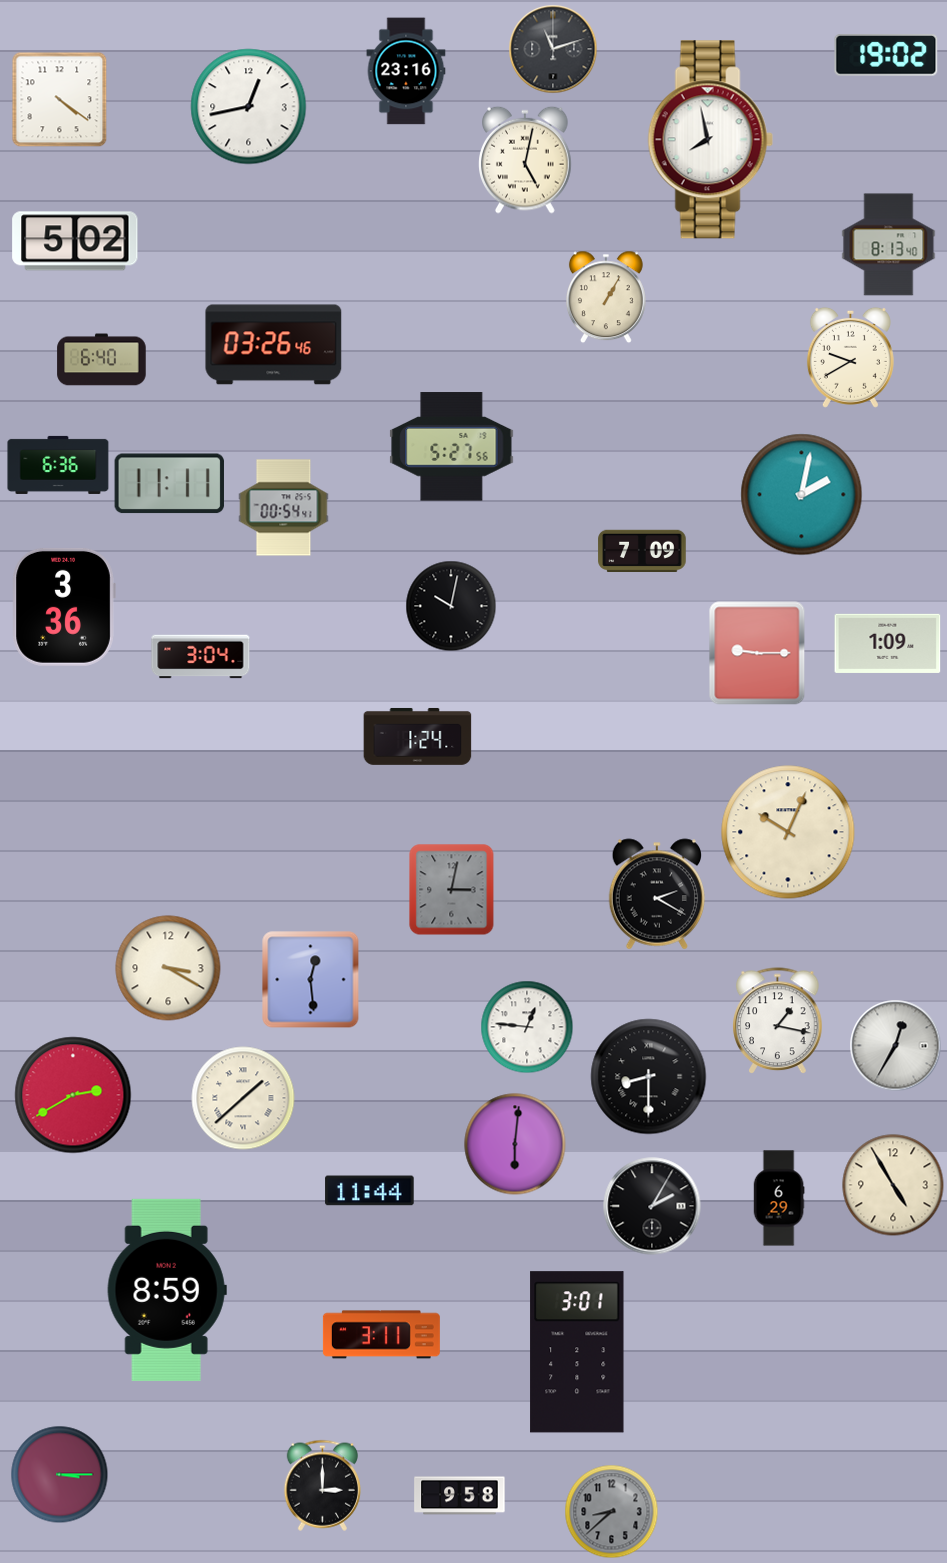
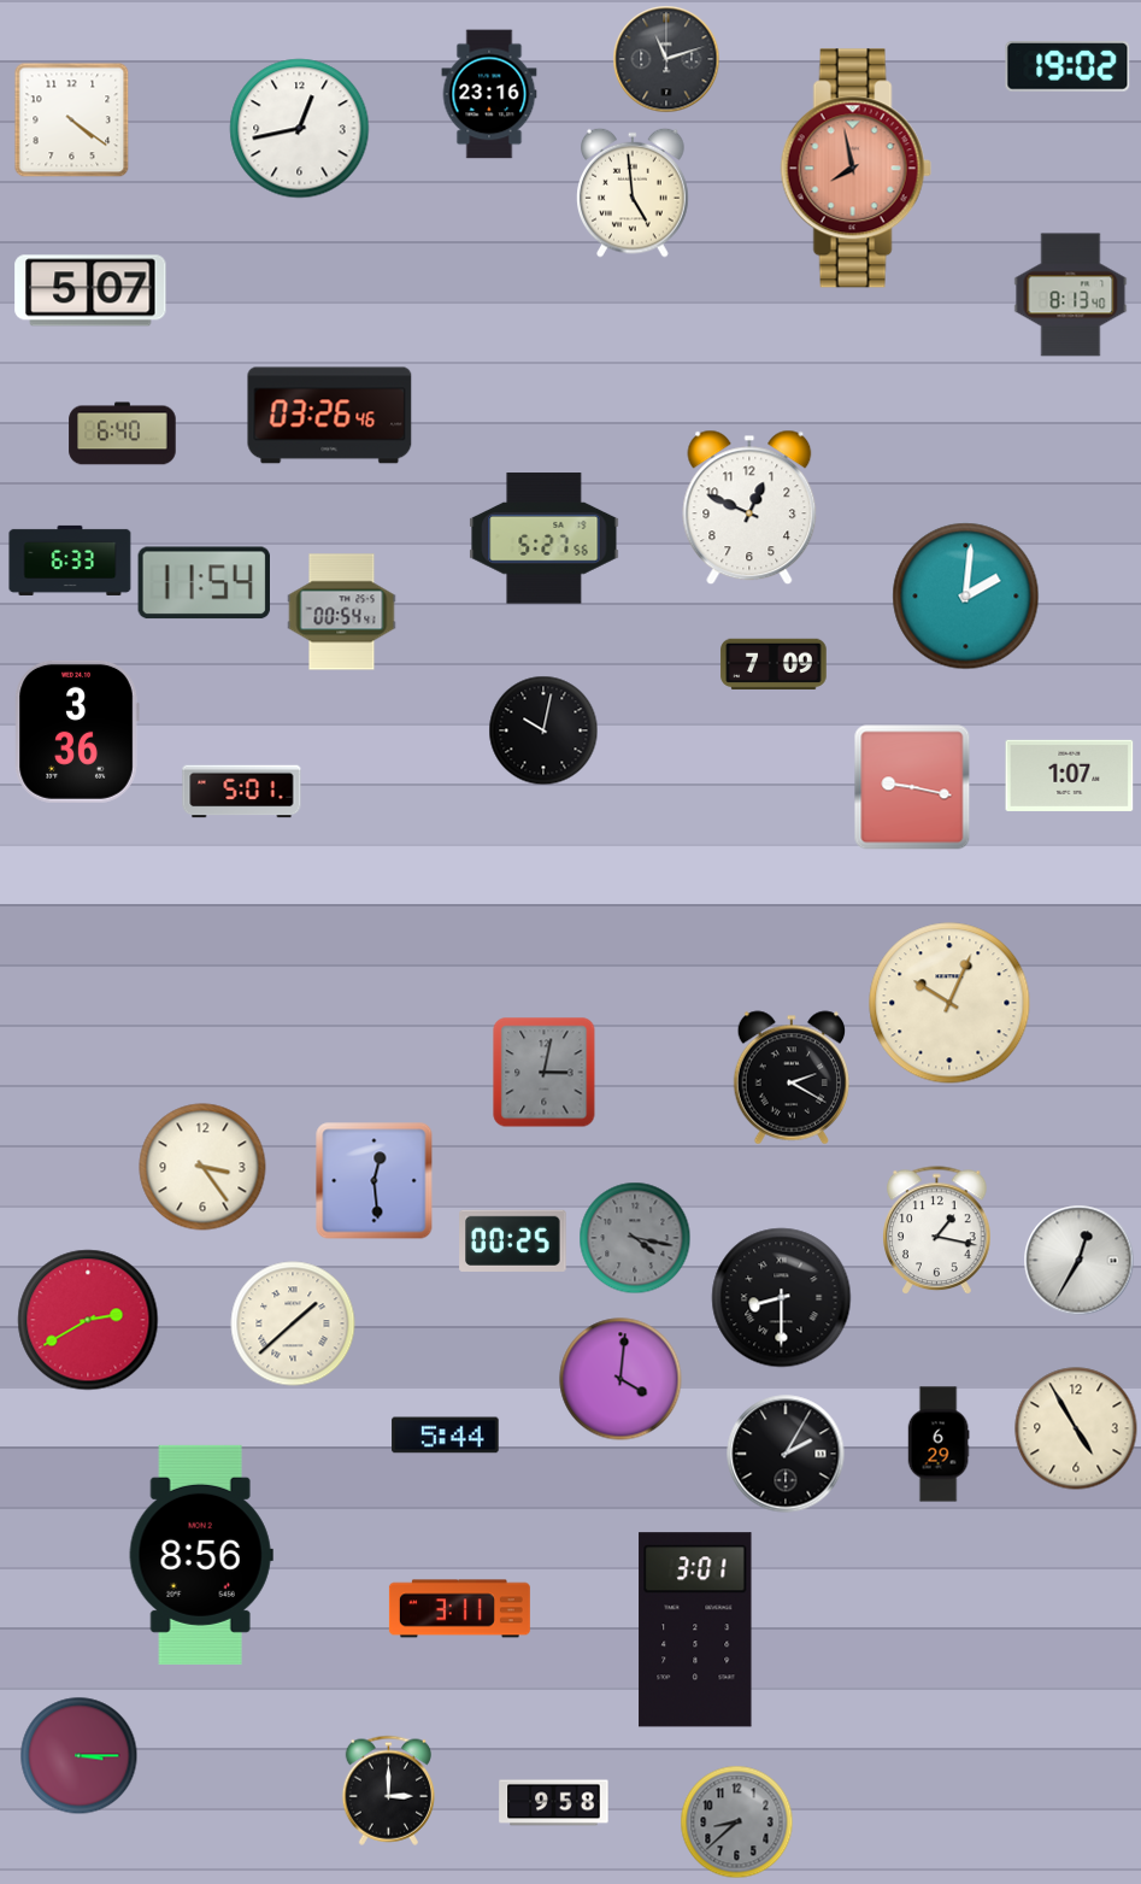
clock at (406, 71) position: (406, 71) -> (489, 94)
clock at (710, 140) dial: white -> salmon
clock at (525, 160): 5:02 -> 4:59
clock at (75, 241): 5:02 -> 5:07
clock at (606, 297): 1:05 -> none
clock at (850, 357): 9:40 -> none
clock at (749, 507): none -> 12:49
clock at (58, 465): 6:36 -> 6:33
clock at (169, 484): 11:11 -> 11:54
clock at (802, 495): 2:02 -> 2:01
clock at (888, 643): 1:09 -> 1:07
clock at (757, 653): 9:15 -> 9:17
clock at (201, 657): 3:04 -> 5:01
clock at (418, 736): 1:24 -> none
clock at (168, 968): 3:20 -> 3:24
clock at (527, 1027): 12:46 -> 4:17
clock at (527, 1027) dial: white -> grey
clock at (513, 1240): none -> 00:25
clock at (515, 1144): 6:01 -> 4:01
clock at (370, 1191): 11:44 -> 5:44
clock at (167, 1290): 8:59 -> 8:56
clock at (60, 1475) position: (60, 1475) -> (80, 1756)
